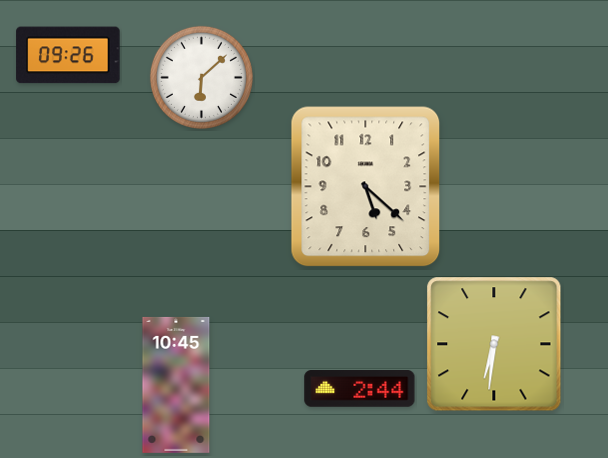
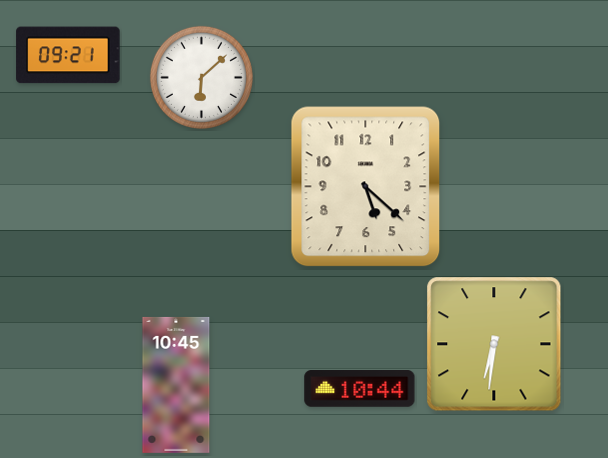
clock at (68, 55): 09:26 -> 09:21
clock at (360, 389): 2:44 -> 10:44
